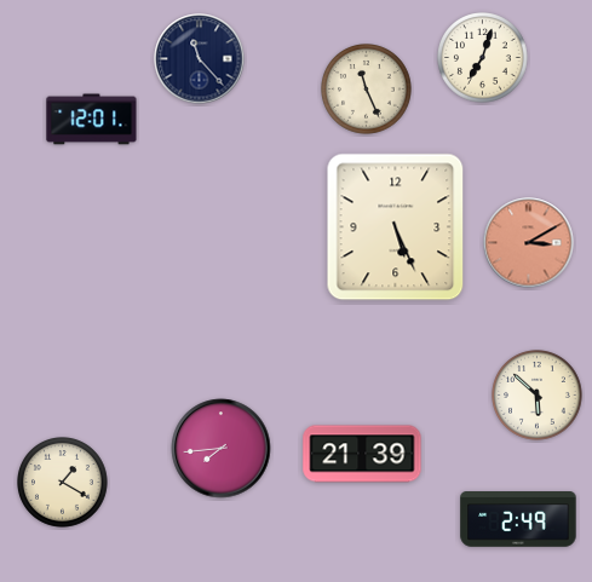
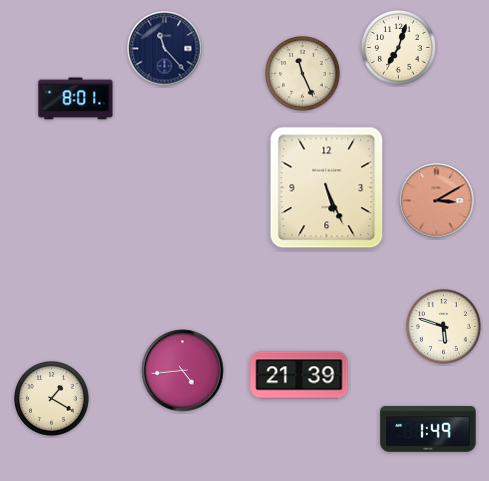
clock at (92, 120): 12:01 -> 8:01
clock at (538, 396): 5:52 -> 5:48
clock at (222, 449): 7:44 -> 4:44
clock at (518, 520): 2:49 -> 1:49
